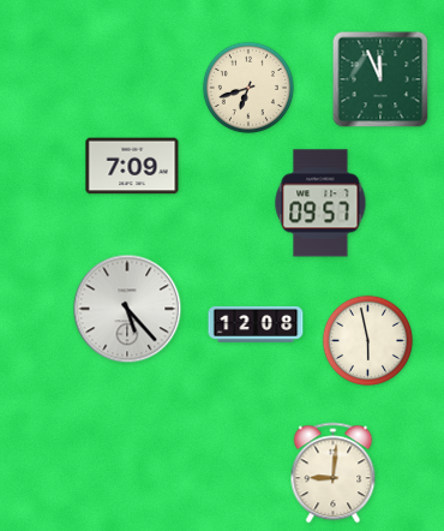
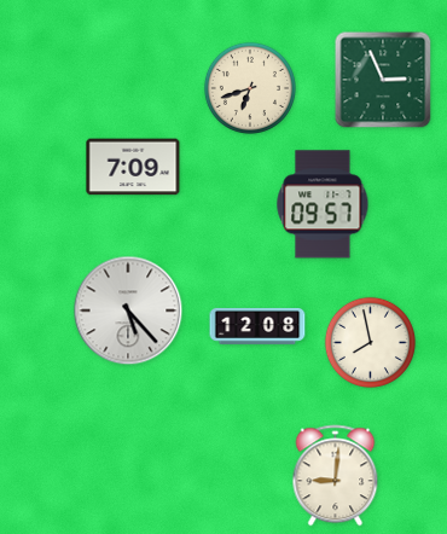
clock at (380, 79): 11:56 -> 2:56
clock at (367, 340): 5:58 -> 7:58
